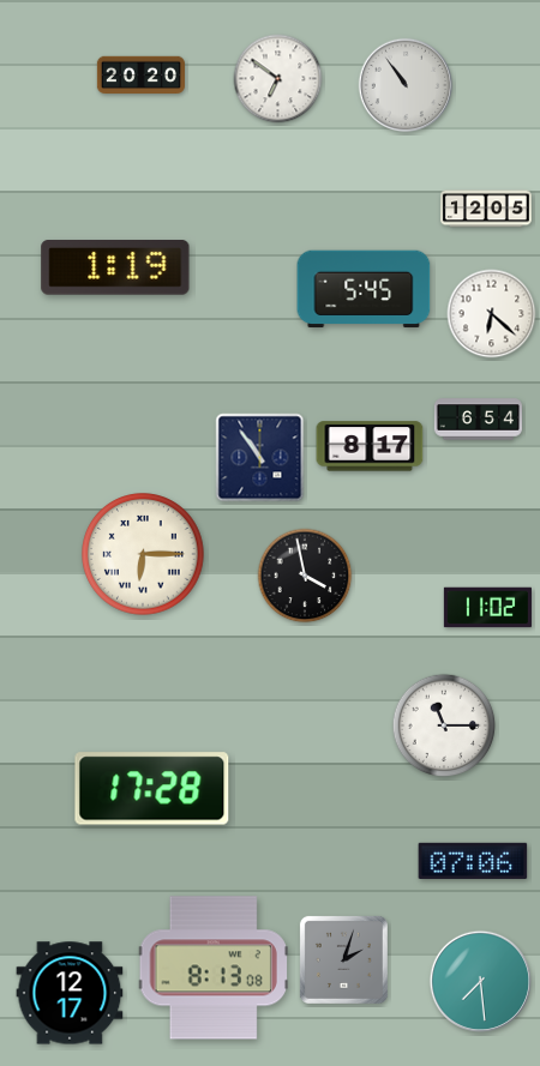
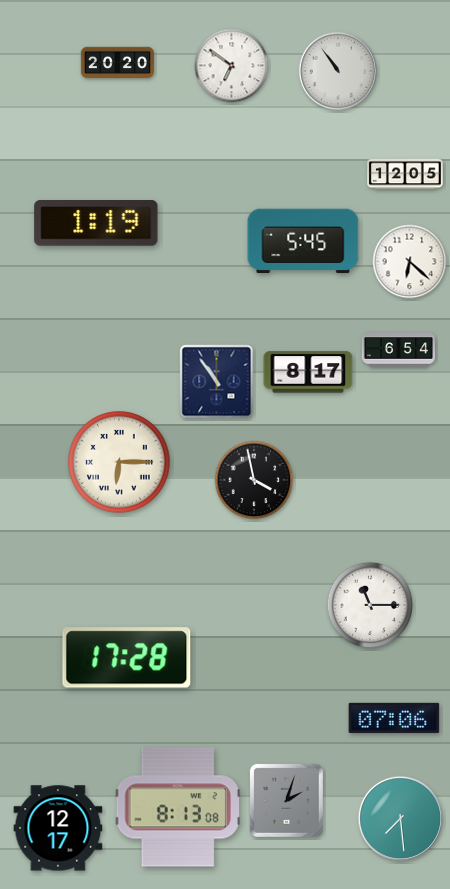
clock at (487, 608): 11:02 -> none
